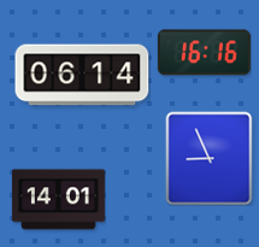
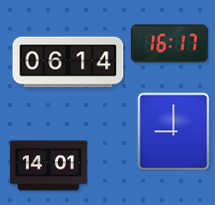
clock at (204, 53): 16:16 -> 16:17
clock at (210, 158): 8:56 -> 9:00
